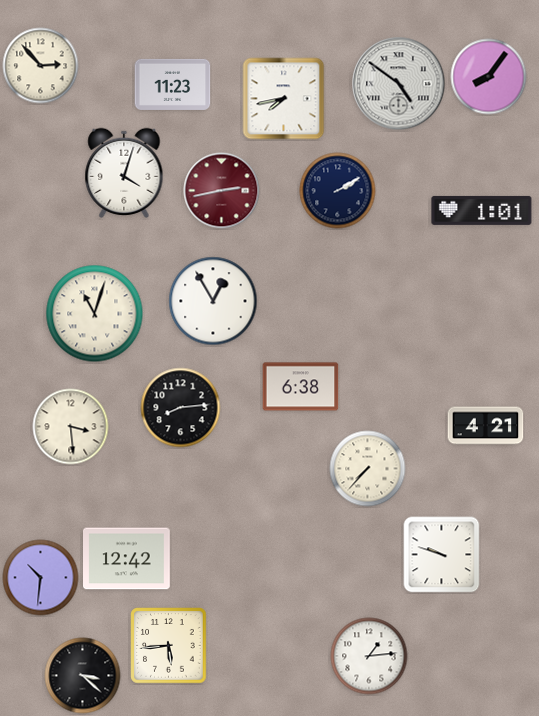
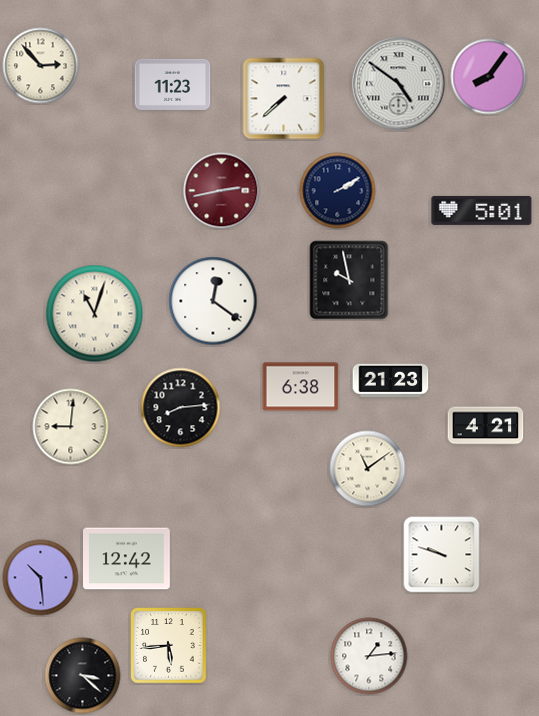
clock at (284, 99): 7:43 -> 7:38
clock at (124, 173): 4:03 -> none
clock at (482, 210): 1:01 -> 5:01
clock at (349, 280): none -> 9:58
clock at (213, 301): 12:55 -> 12:21
clock at (391, 381): none -> 21:23
clock at (71, 427): 3:29 -> 9:01
clock at (368, 469): 7:37 -> 11:09
clock at (41, 578): 10:31 -> 10:29
